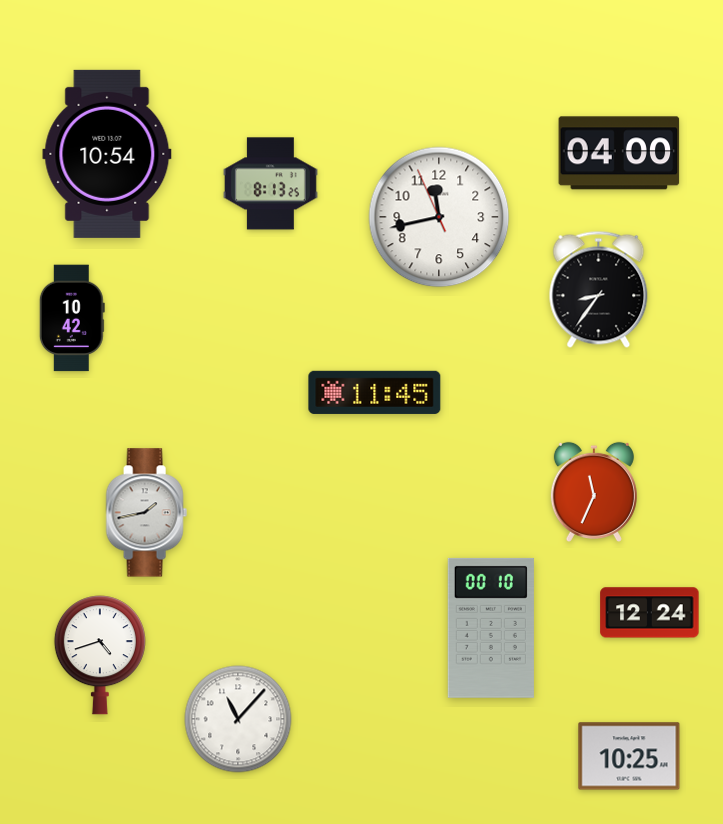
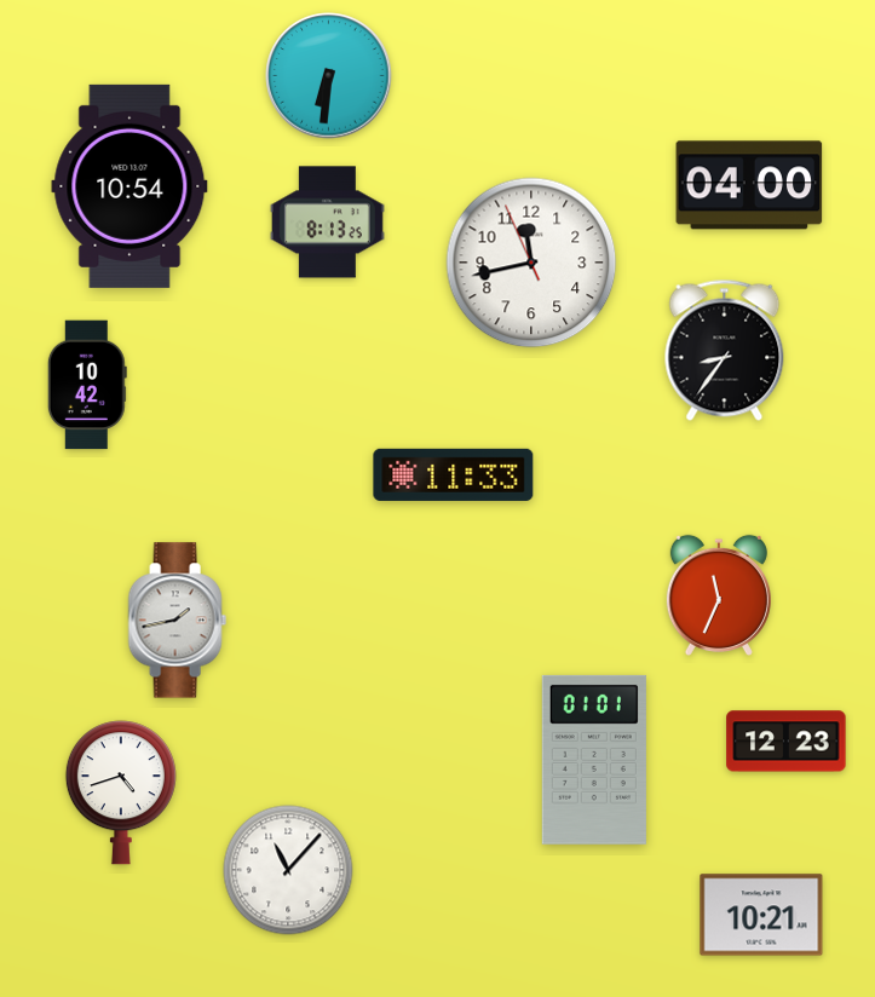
clock at (329, 76): none -> 6:31
clock at (375, 392): 11:45 -> 11:33
clock at (650, 613): 12:24 -> 12:23
clock at (491, 628): 00:10 -> 01:01
clock at (629, 756): 10:25 -> 10:21
